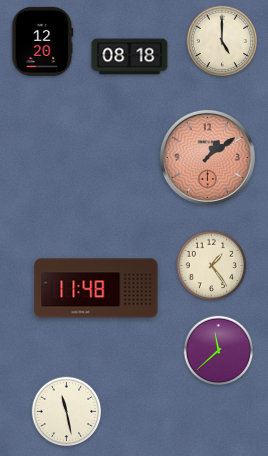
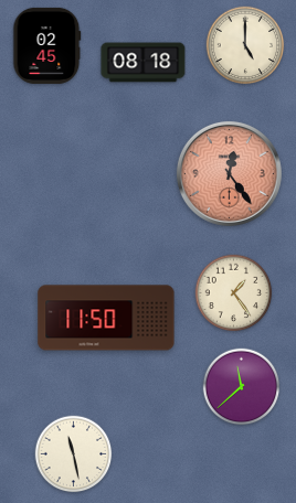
clock at (43, 41): 12:20 -> 02:45
clock at (207, 157): 1:09 -> 12:24
clock at (96, 288): 11:48 -> 11:50
